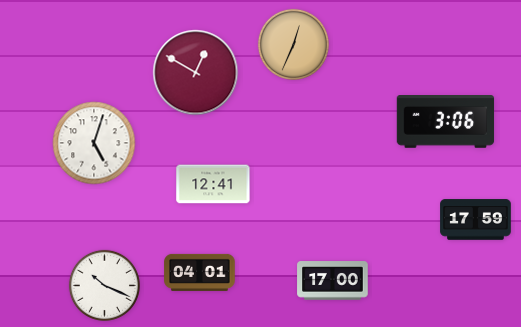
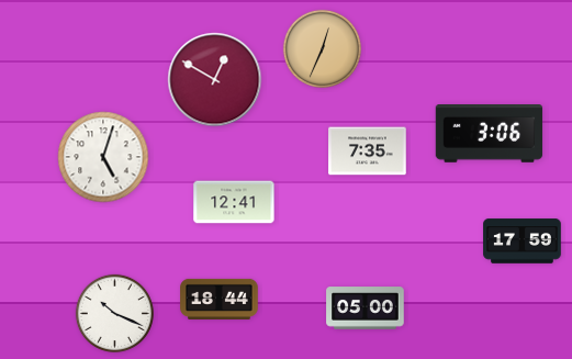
clock at (368, 152): none -> 7:35
clock at (200, 272): 04:01 -> 18:44
clock at (333, 281): 17:00 -> 05:00
